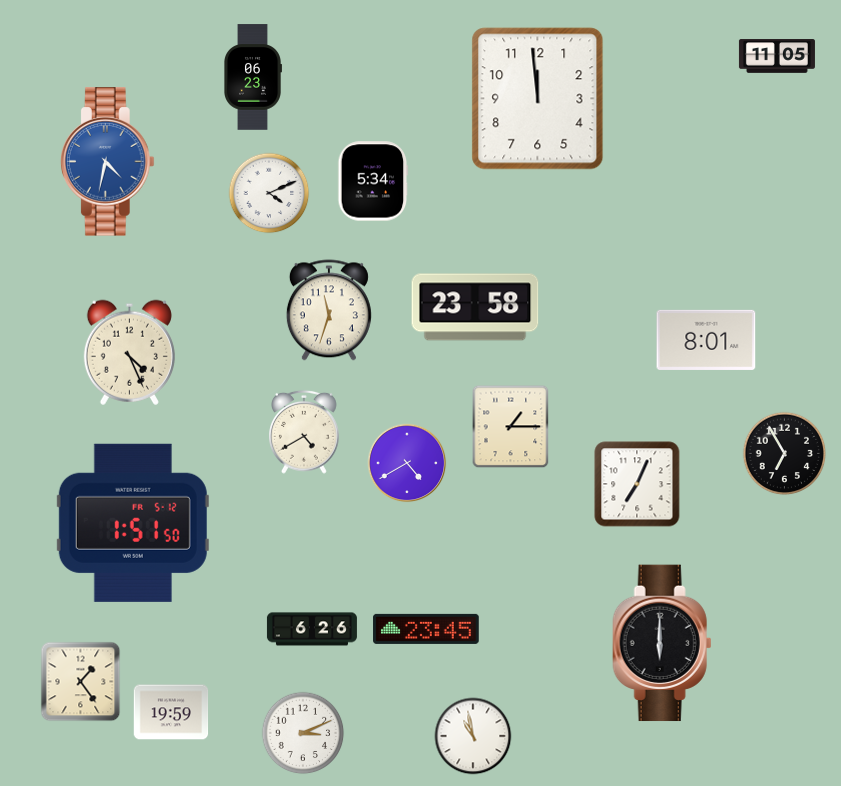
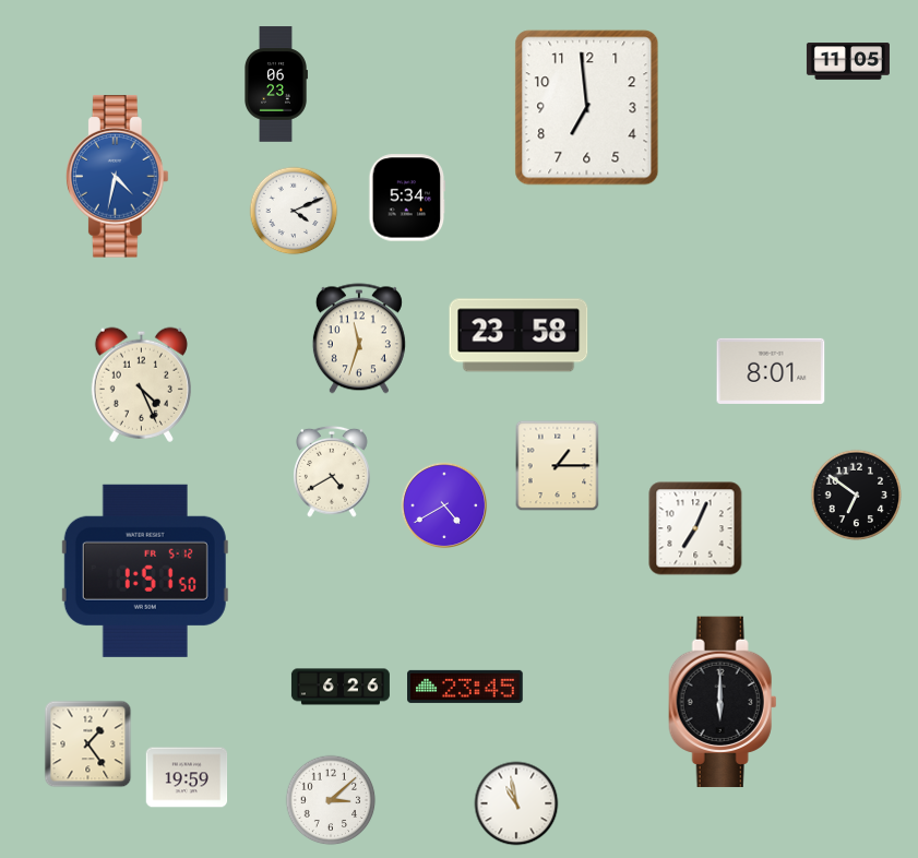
clock at (538, 99): 11:59 -> 6:59
clock at (785, 454): 6:55 -> 6:51
clock at (303, 733): 3:11 -> 3:08
